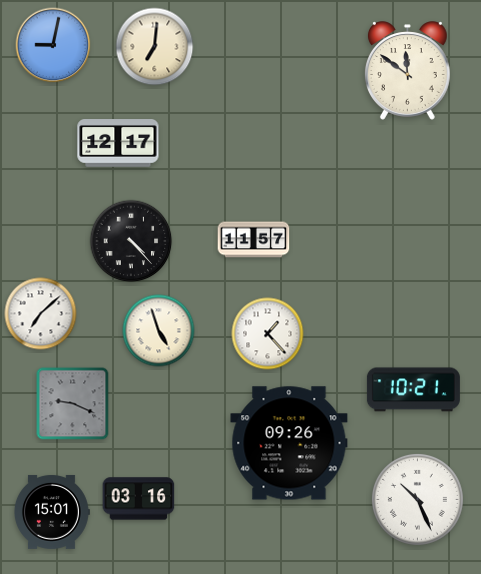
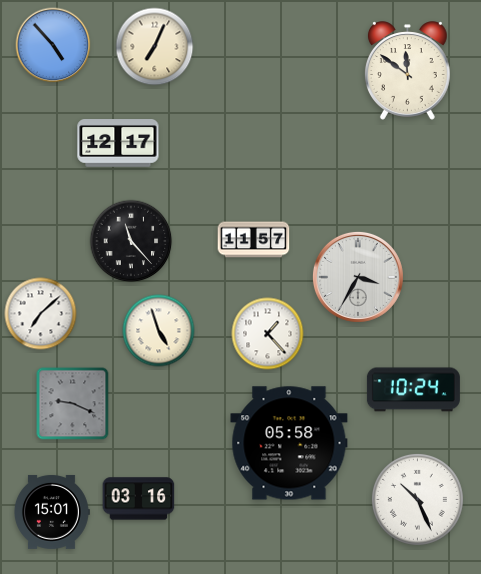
clock at (53, 45): 9:02 -> 4:53
clock at (155, 47): 7:01 -> 7:04
clock at (131, 241): 4:23 -> 11:23
clock at (358, 277): none -> 3:35
clock at (413, 390): 10:21 -> 10:24
clock at (289, 443): 09:26 -> 05:58
